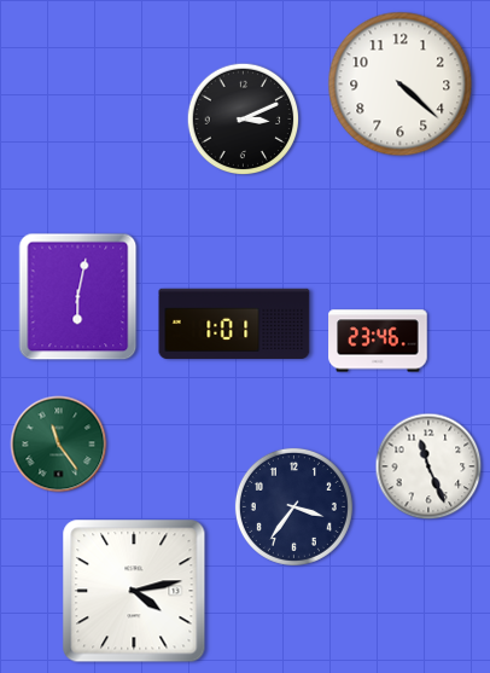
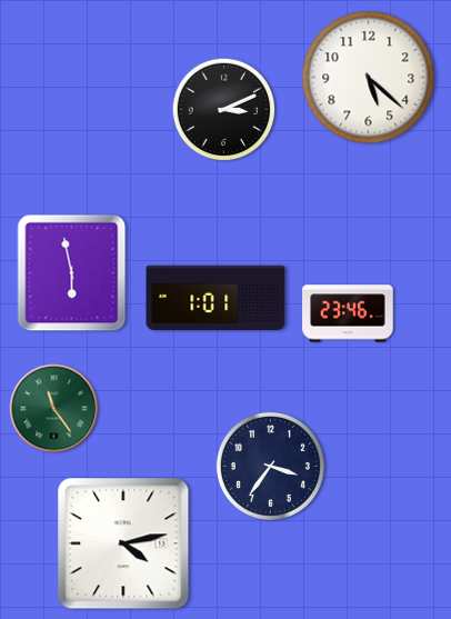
clock at (401, 85): 4:22 -> 5:22
clock at (78, 297): 6:02 -> 5:58
clock at (428, 466): 11:26 -> none
